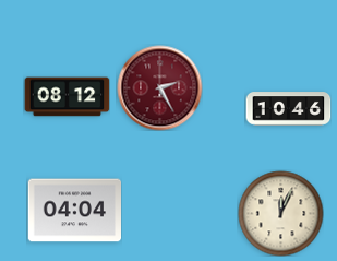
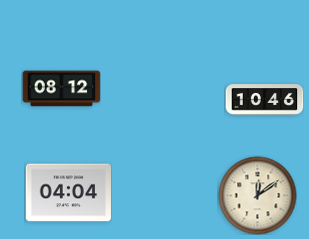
clock at (159, 87): 2:25 -> none
clock at (280, 213): 12:04 -> 12:09
